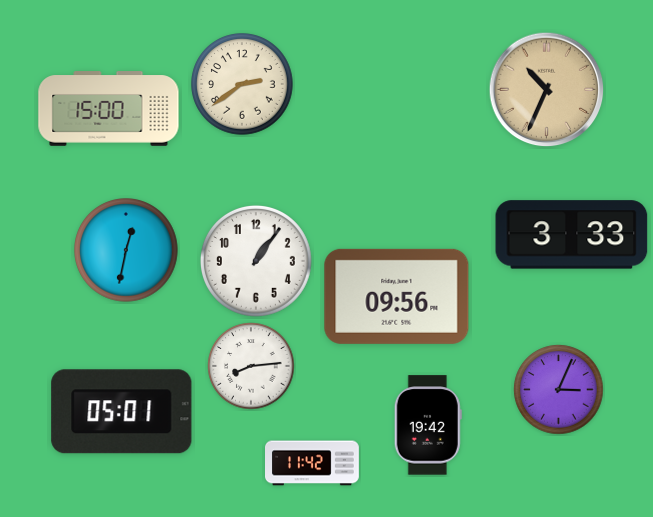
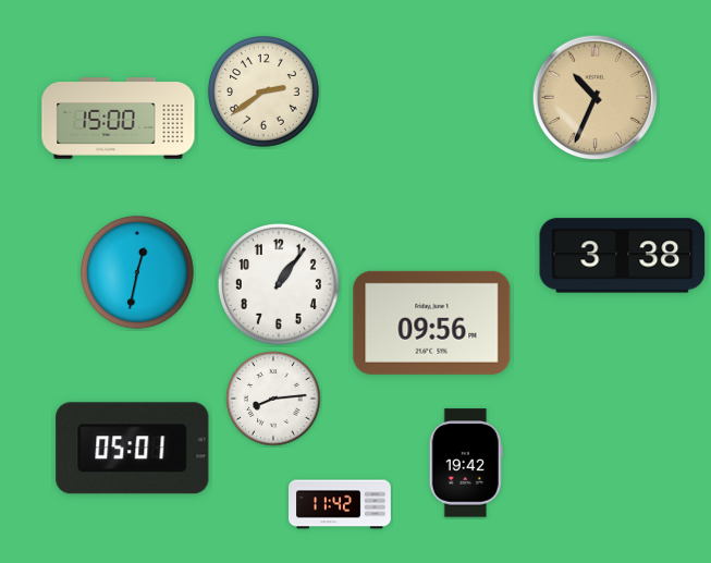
clock at (572, 235): 3:33 -> 3:38
clock at (559, 390): 3:04 -> none
